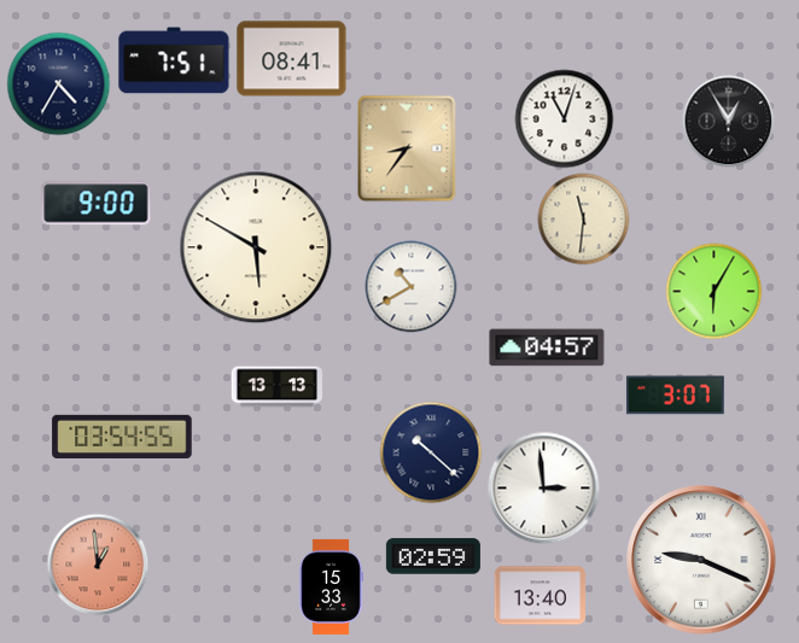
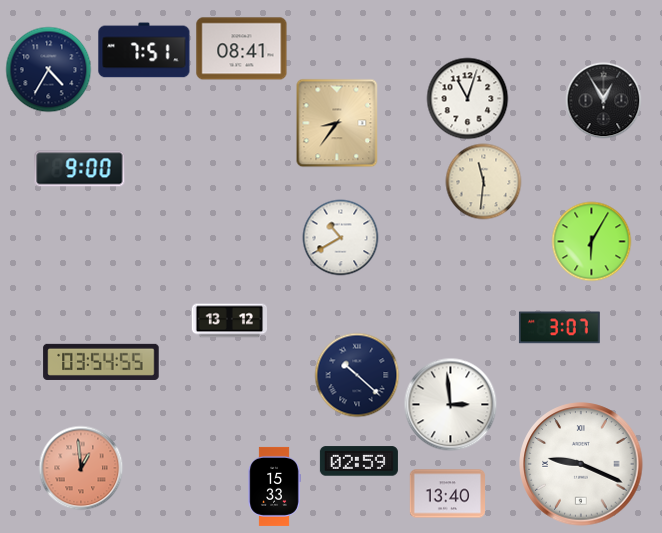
clock at (256, 247): 5:50 -> none
clock at (547, 347): 04:57 -> none
clock at (278, 387): 13:13 -> 13:12
